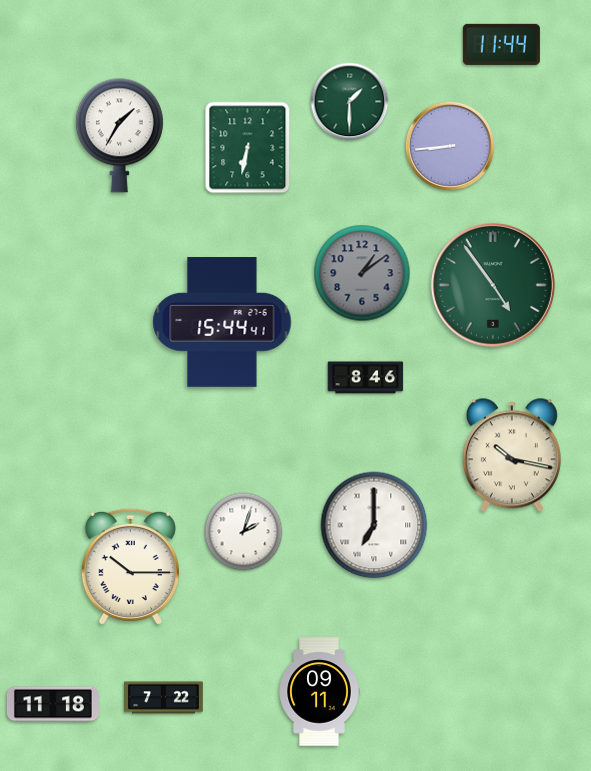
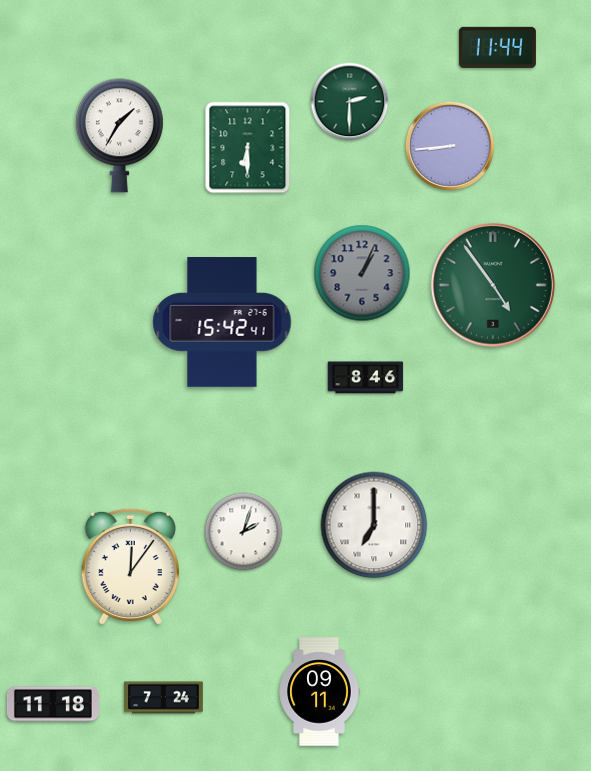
clock at (501, 44) position: (501, 44) -> (497, 47)
clock at (350, 102): 1:30 -> 2:30
clock at (248, 148): 6:32 -> 6:30
clock at (362, 273): 1:09 -> 1:04
clock at (222, 322): 15:44 -> 15:42
clock at (512, 455): 10:17 -> none
clock at (130, 567): 10:15 -> 12:06
clock at (164, 698): 7:22 -> 7:24
